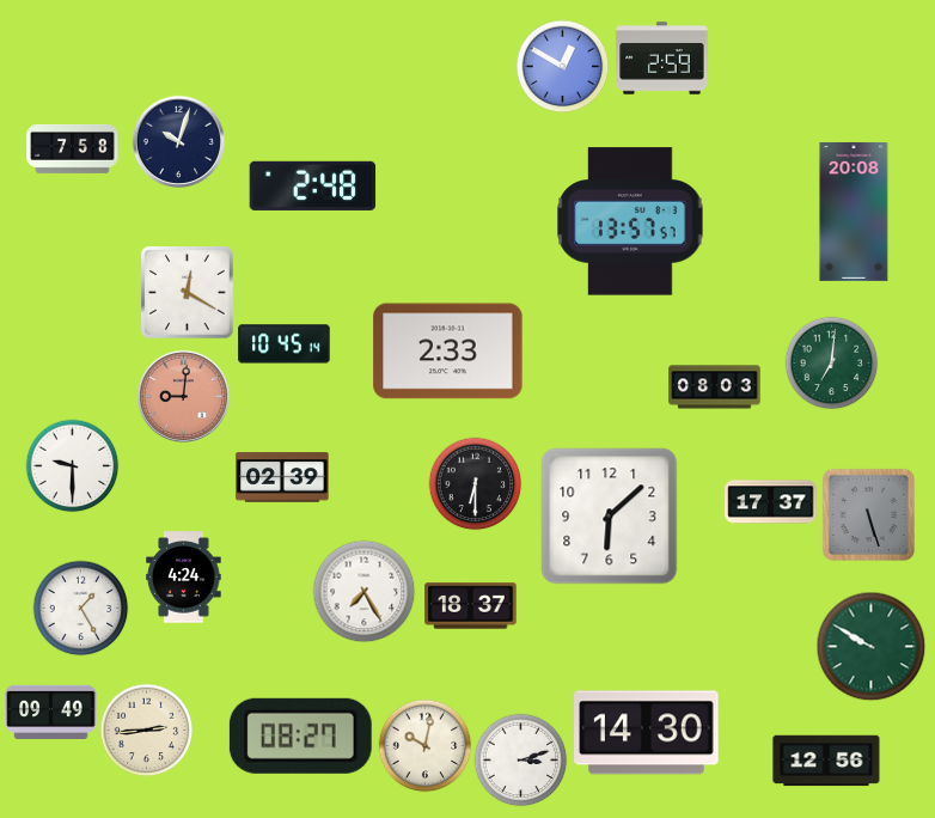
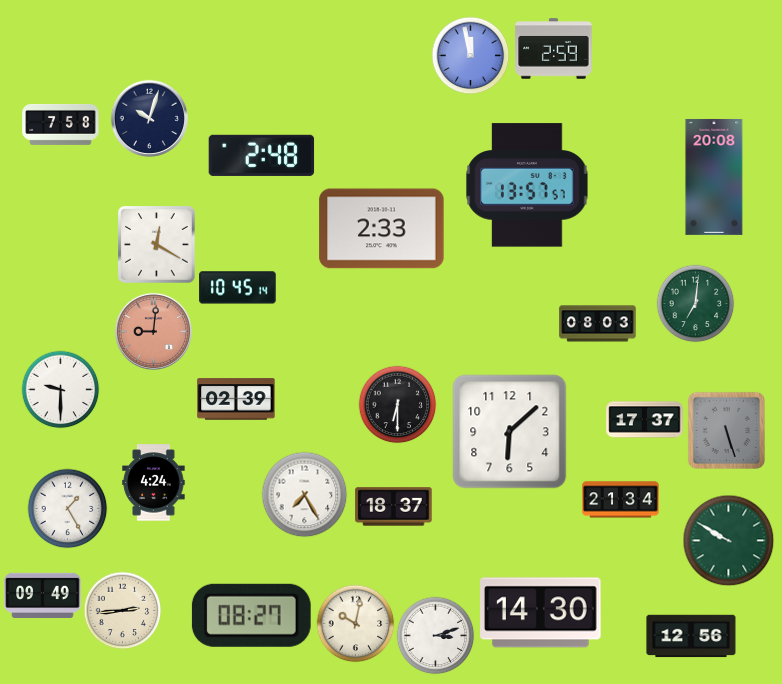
clock at (562, 66): 12:50 -> 11:58
clock at (448, 352) position: (448, 352) -> (382, 229)
clock at (621, 500): none -> 21:34
